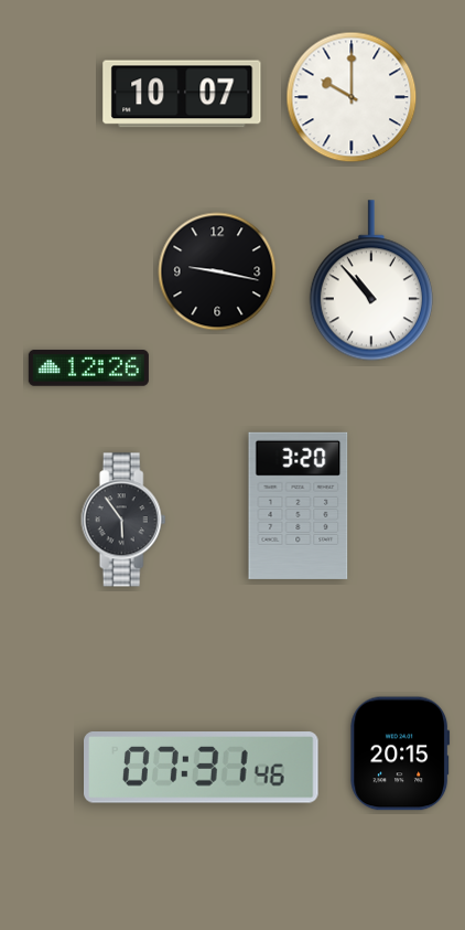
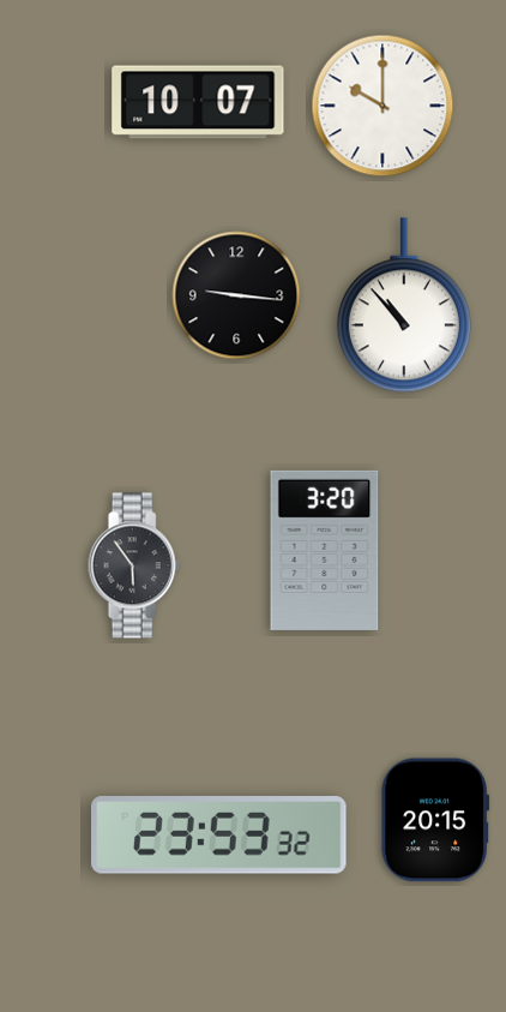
clock at (217, 271): 9:17 -> 9:16
clock at (88, 368): 12:26 -> none
clock at (202, 768): 07:31 -> 23:53
